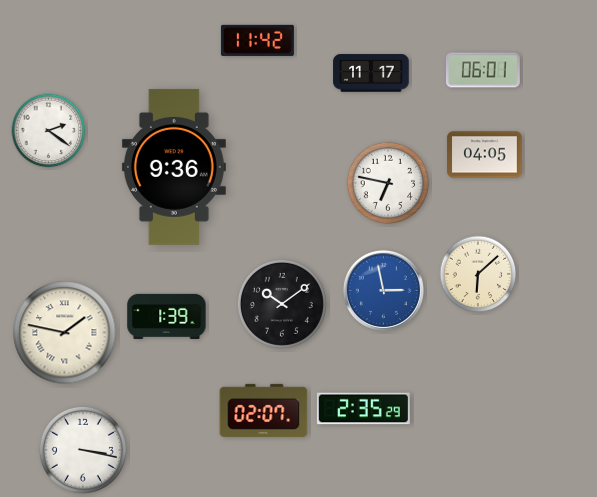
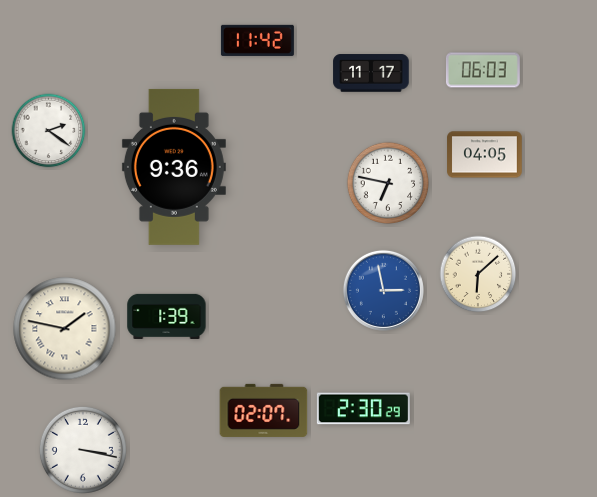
clock at (483, 70): 06:01 -> 06:03
clock at (282, 304): 10:09 -> none
clock at (65, 333) position: (65, 333) -> (65, 329)
clock at (363, 409): 2:35 -> 2:30
